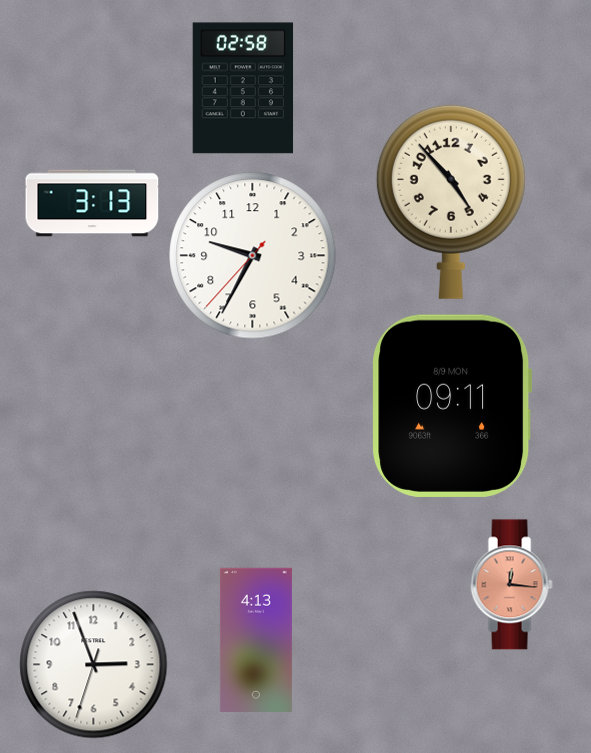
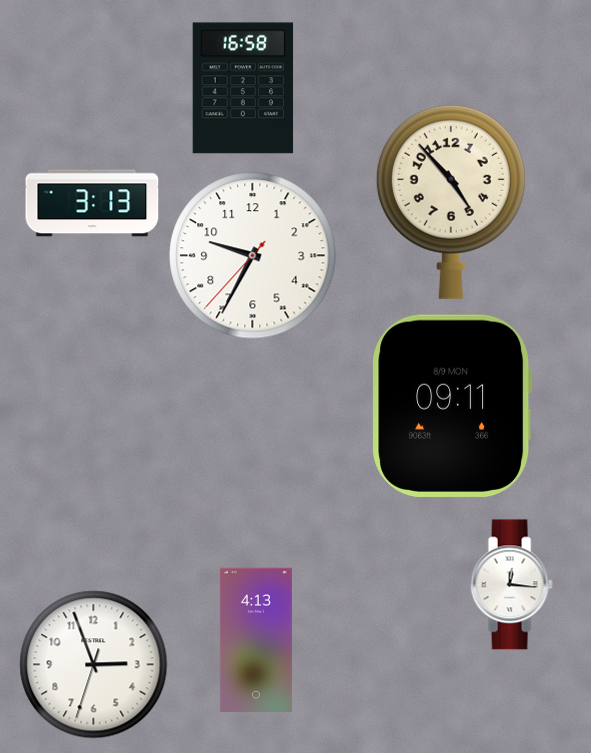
clock at (243, 88): 02:58 -> 16:58
clock at (511, 585) dial: salmon -> white
